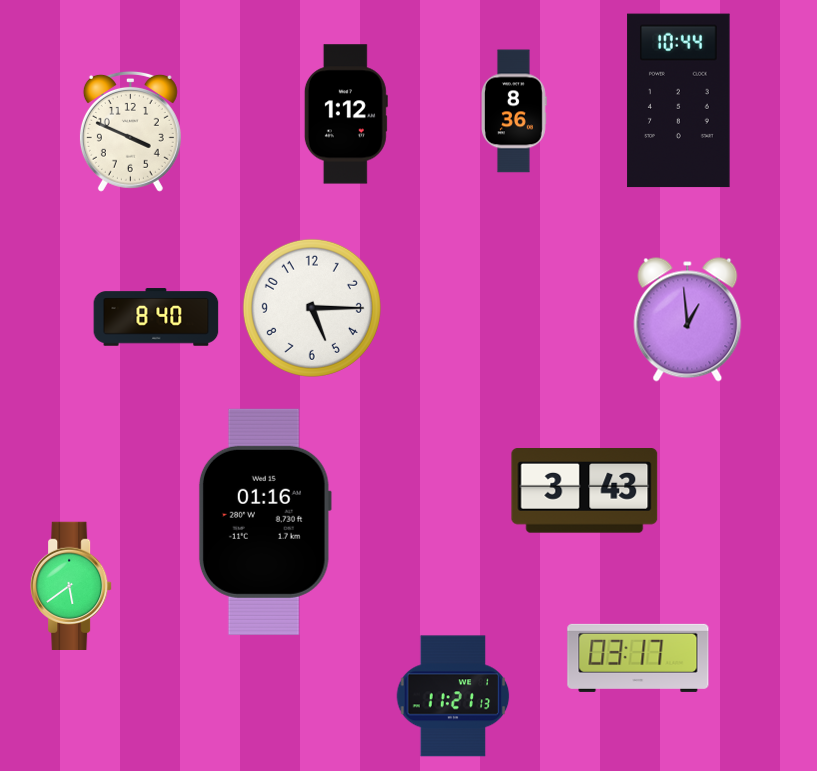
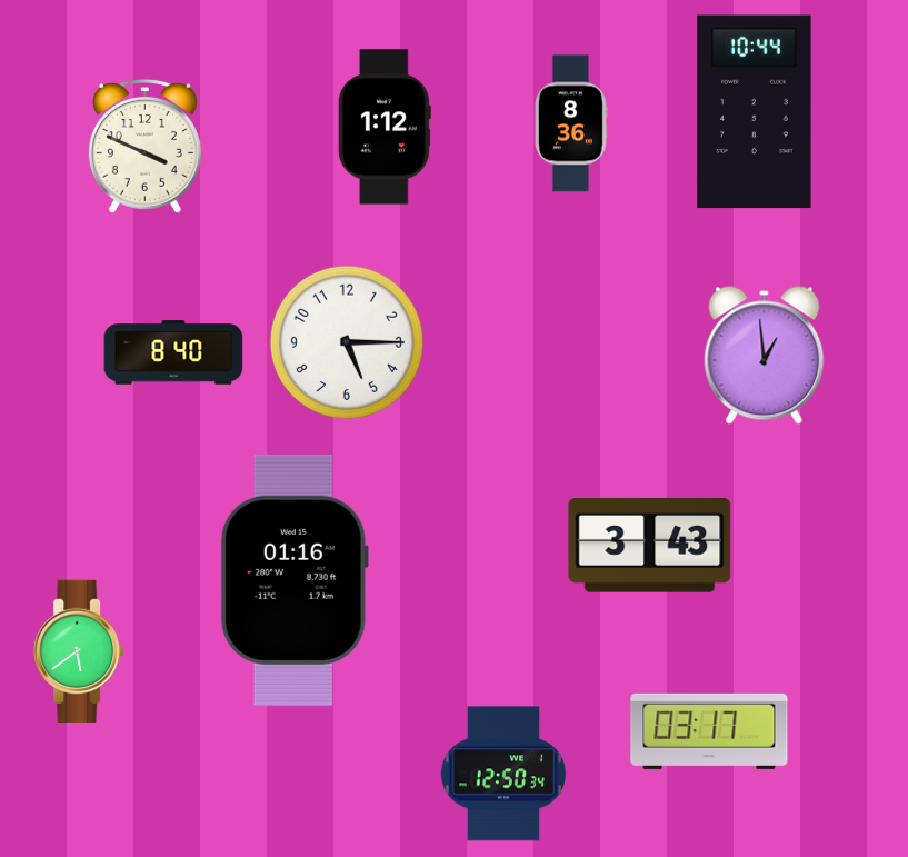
clock at (453, 696): 11:21 -> 12:50
